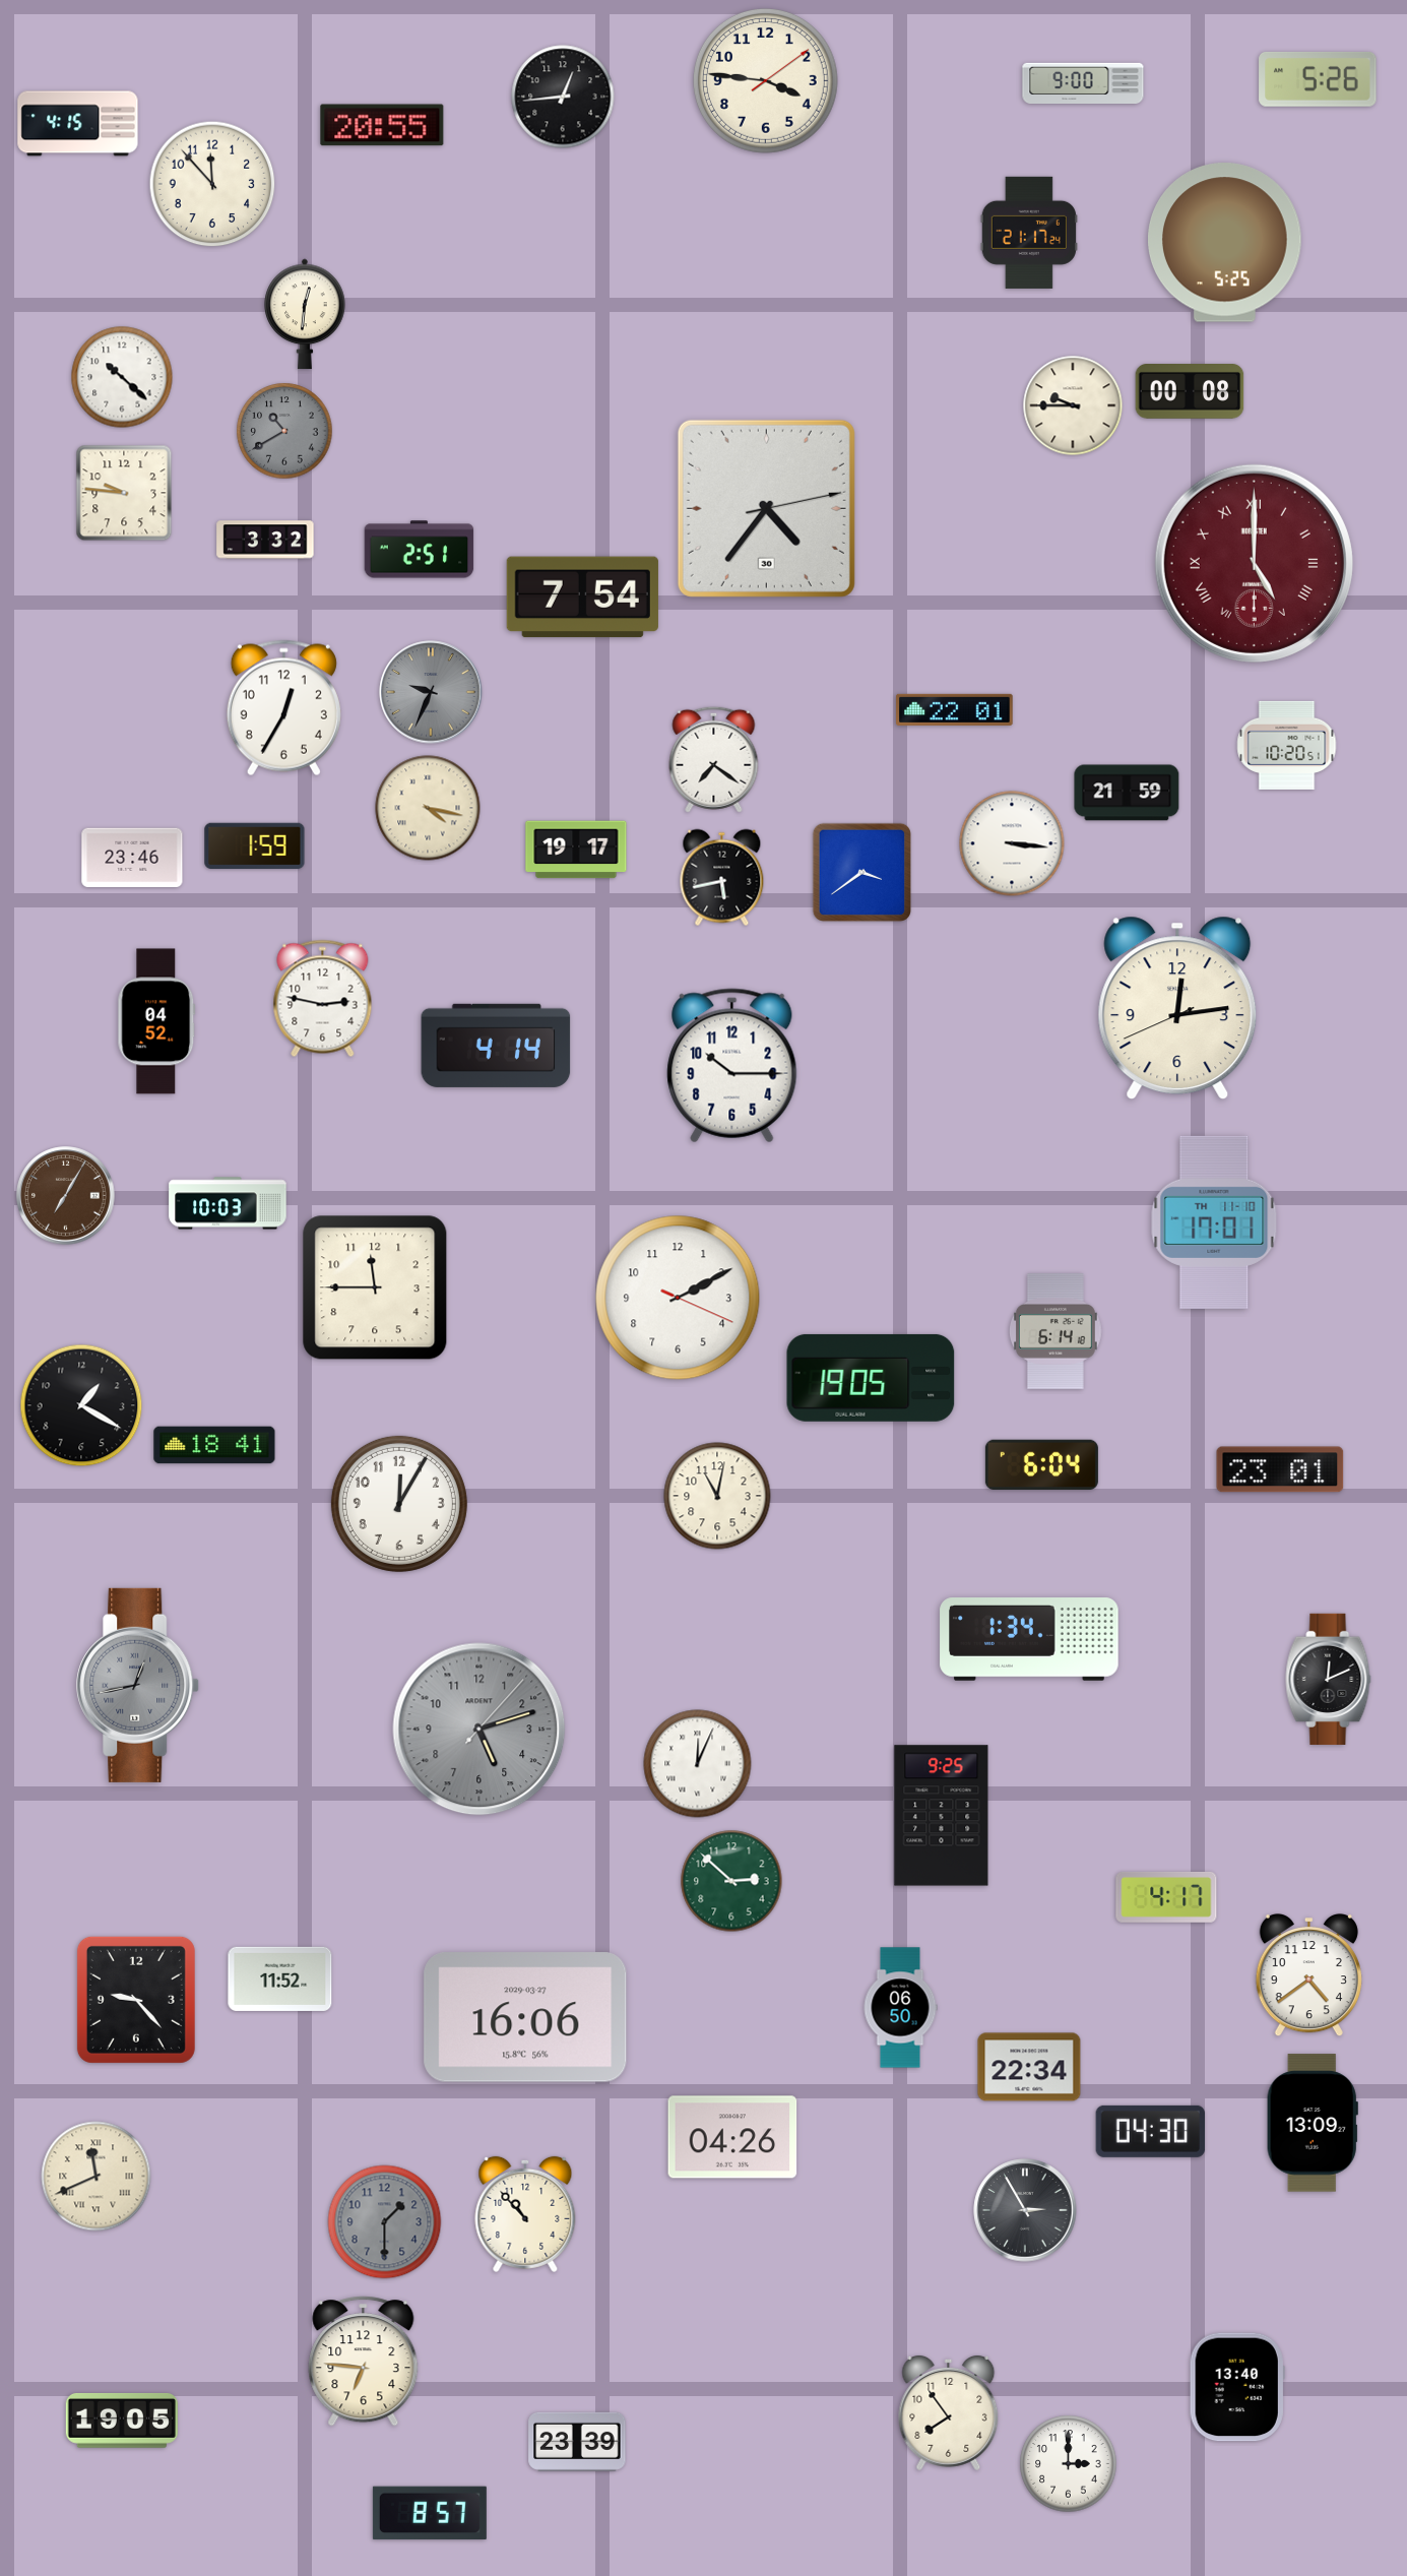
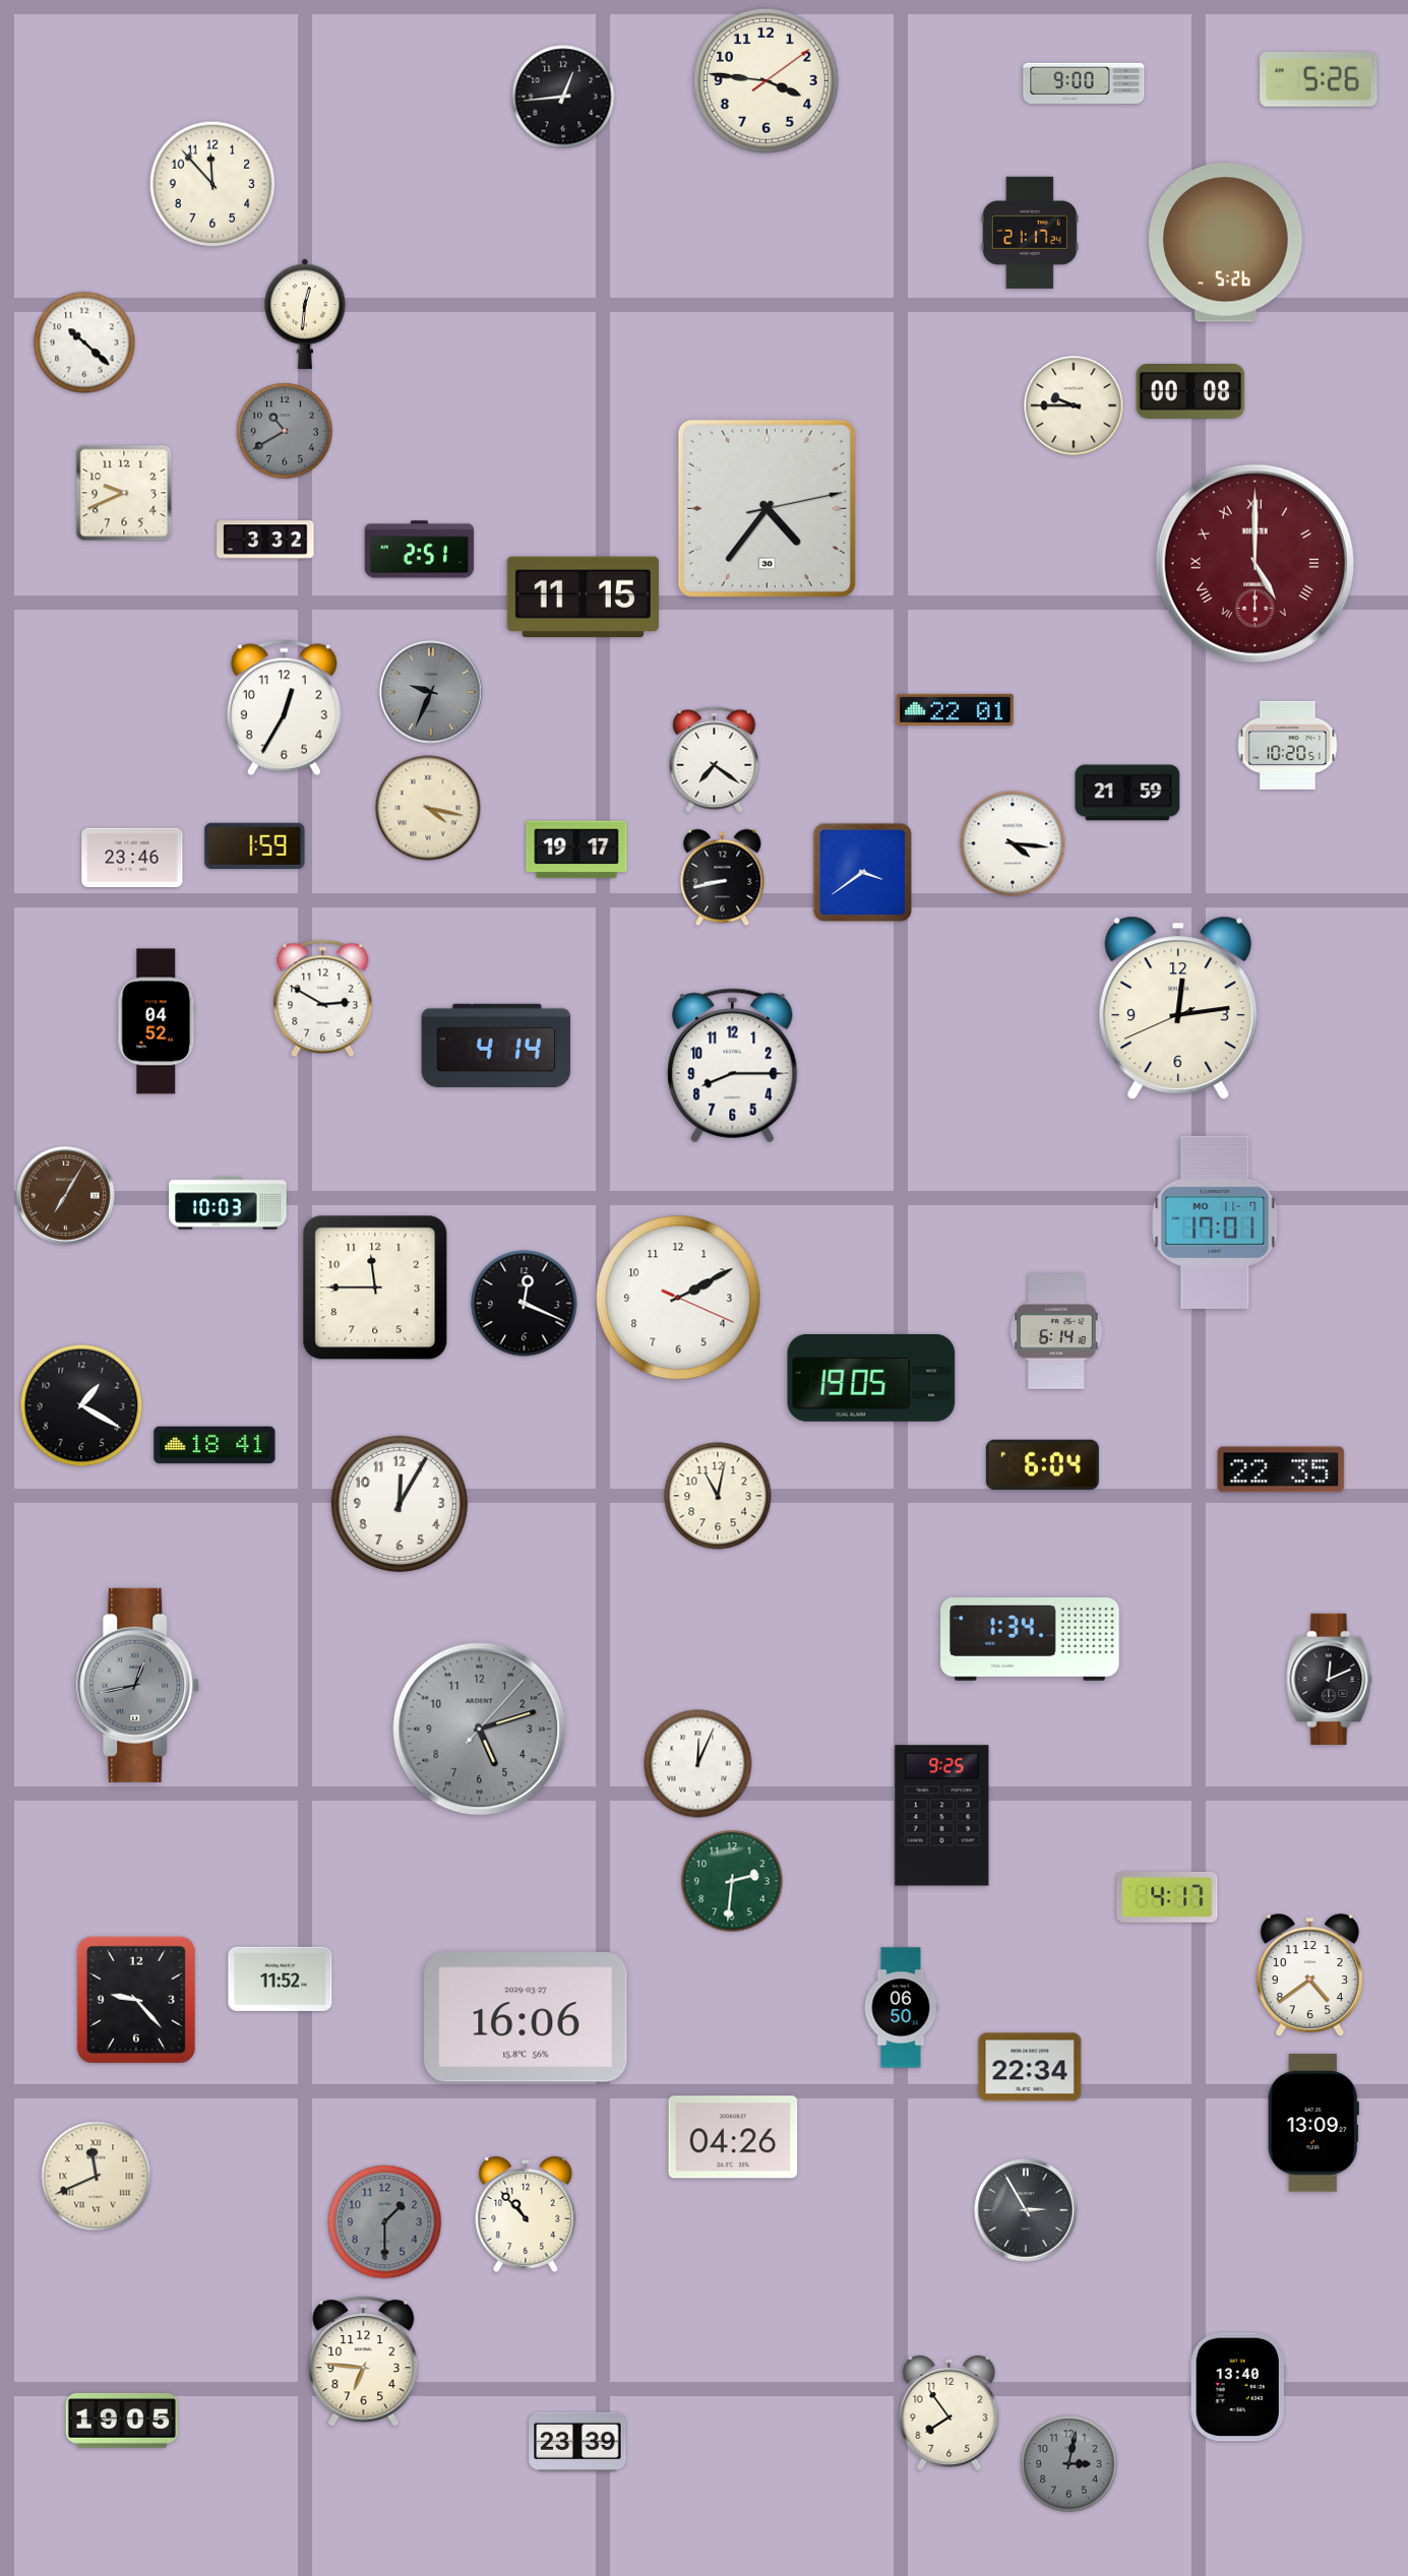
clock at (78, 124): 4:15 -> none
clock at (382, 125): 20:55 -> none
clock at (1225, 243): 5:25 -> 5:26
clock at (122, 377) position: (122, 377) -> (84, 342)
clock at (124, 493): 9:46 -> 9:41
clock at (582, 598): 7:54 -> 11:15
clock at (1012, 843): 3:16 -> 4:16
clock at (722, 878): 5:43 -> 8:43
clock at (323, 999): 2:47 -> 2:50
clock at (732, 1066): 10:15 -> 8:15
clock at (1214, 1222) date: TH 11-10 -> MO 11-7
clock at (525, 1304): none -> 12:19
clock at (1280, 1469): 23:01 -> 22:35
clock at (731, 1881): 2:52 -> 2:31
clock at (1151, 2131): 04:30 -> none
clock at (1069, 2464): 3:00 -> 3:02
clock at (1069, 2464) dial: white -> grey
clock at (430, 2513): 8:57 -> none
